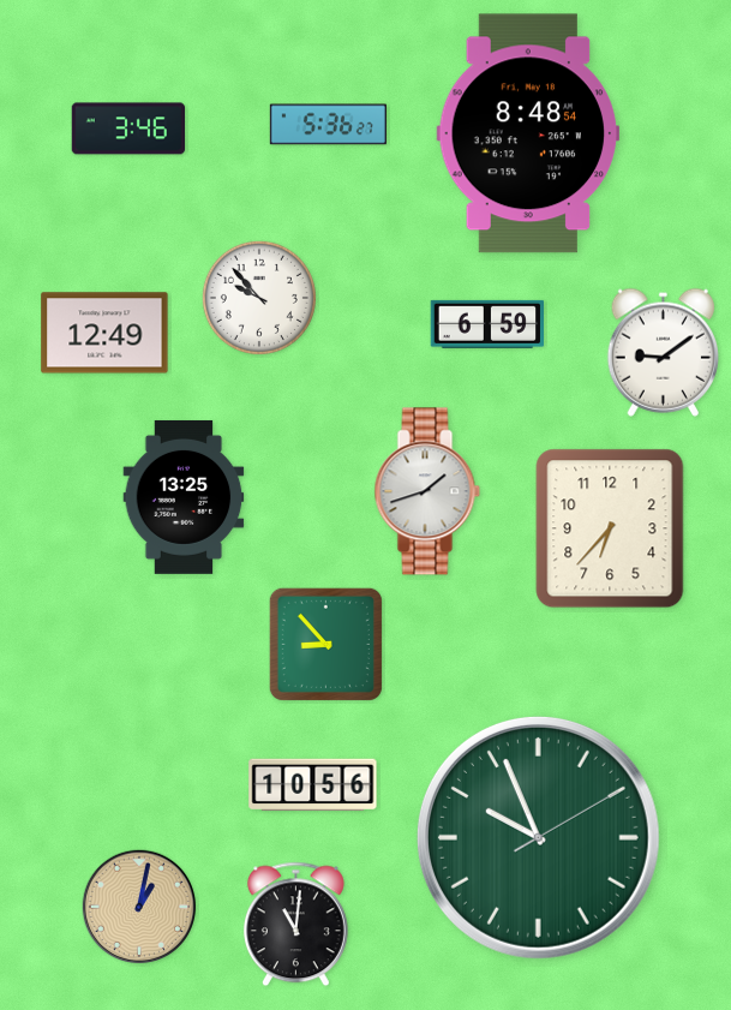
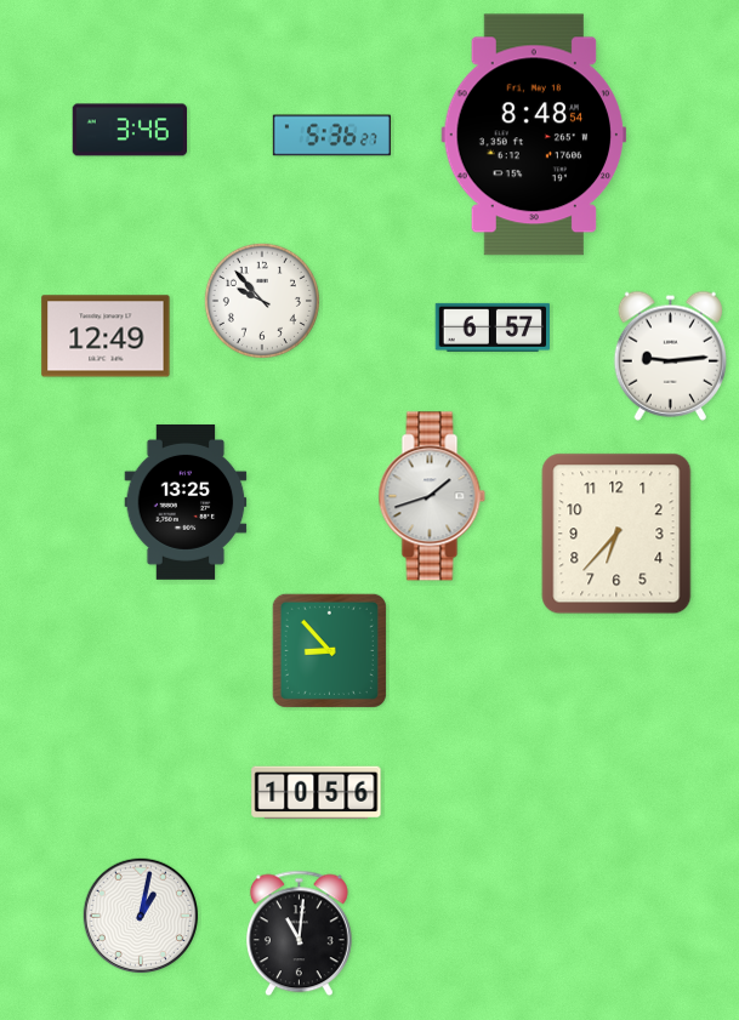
clock at (328, 125) position: (328, 125) -> (331, 136)
clock at (487, 324): 6:59 -> 6:57
clock at (663, 352): 9:09 -> 9:14
clock at (538, 837): 9:56 -> none
clock at (139, 907) dial: champagne -> white
